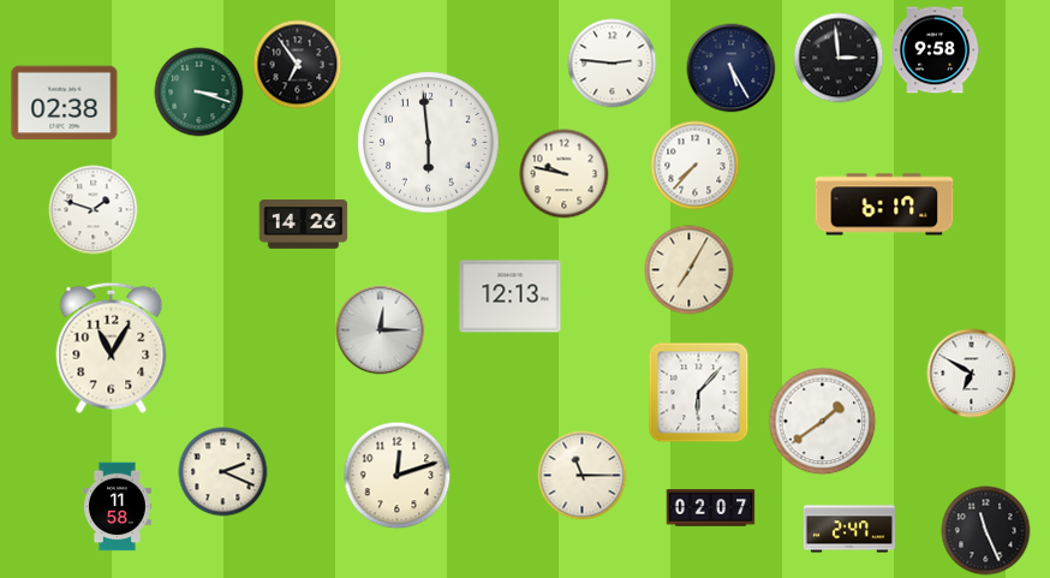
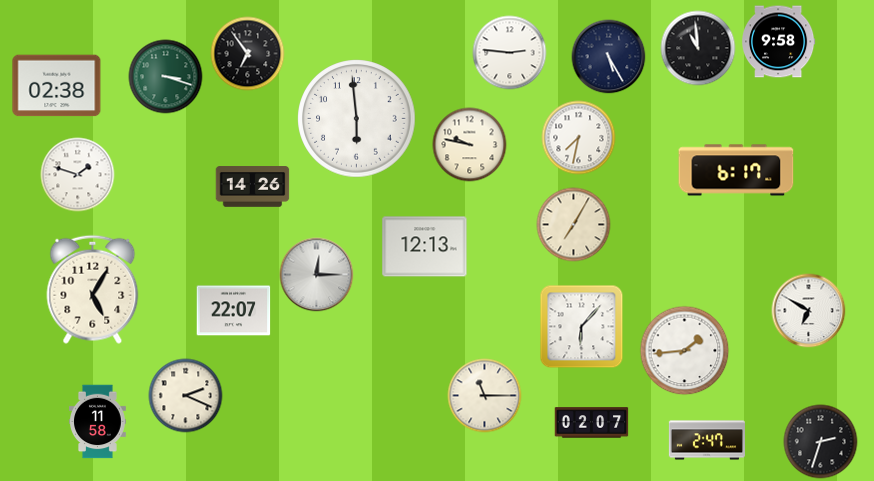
clock at (839, 58): 2:59 -> 10:59
clock at (65, 103) position: (65, 103) -> (57, 86)
clock at (696, 166): 7:37 -> 7:32
clock at (112, 347): 11:05 -> 5:05
clock at (234, 311): none -> 22:07
clock at (823, 422): 1:39 -> 1:44
clock at (223, 472) position: (223, 472) -> (186, 396)
clock at (398, 476): 12:12 -> none
clock at (986, 531): 11:26 -> 2:33
